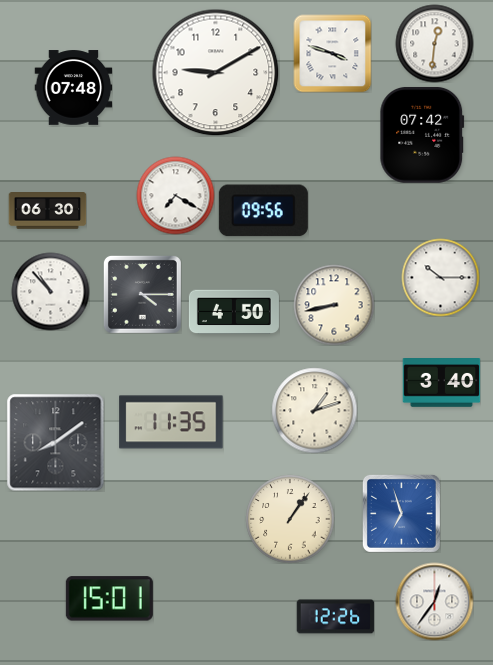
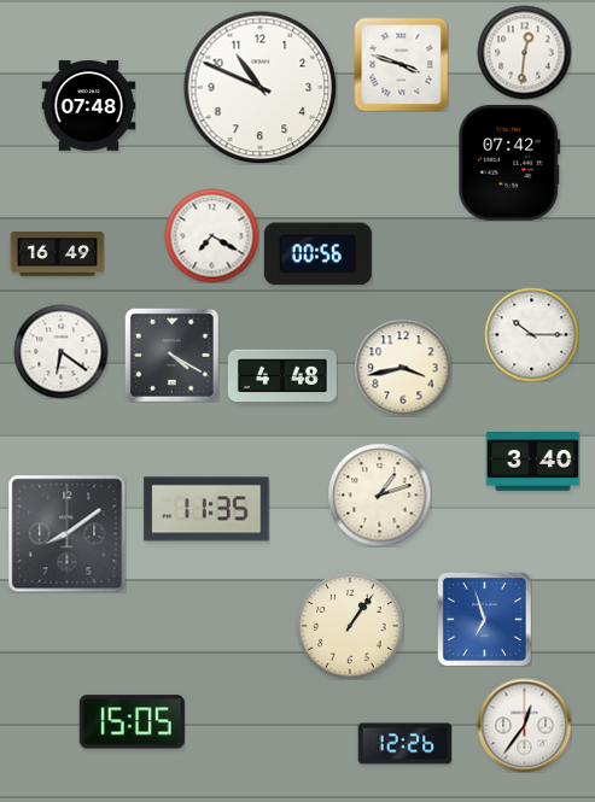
clock at (215, 72): 9:10 -> 10:49
clock at (47, 211): 06:30 -> 16:49
clock at (263, 211): 09:56 -> 00:56
clock at (50, 291): 10:53 -> 6:21
clock at (142, 294): 4:15 -> 4:20
clock at (334, 305): 8:43 -> 3:43
clock at (234, 312): 4:50 -> 4:48
clock at (109, 599): 15:01 -> 15:05
